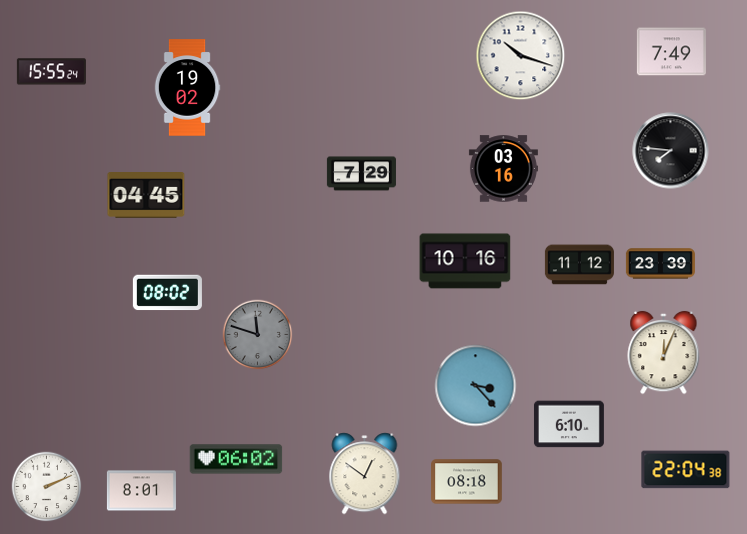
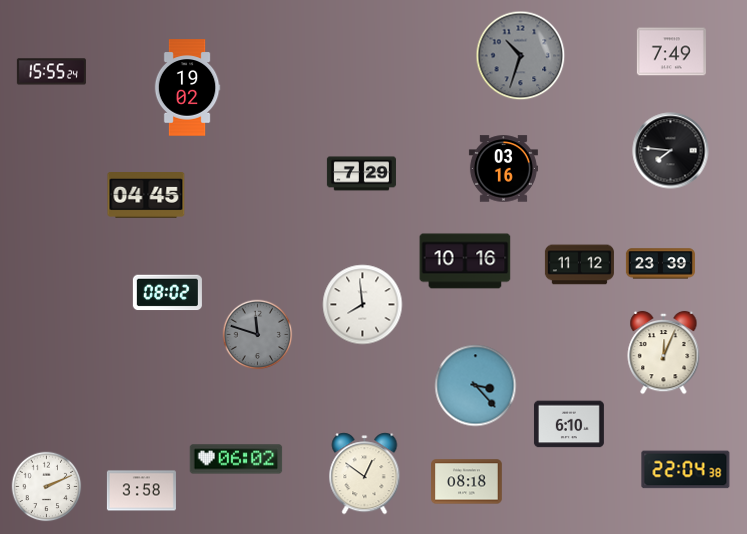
clock at (521, 56): 10:18 -> 10:33
clock at (521, 56) dial: white -> grey
clock at (363, 305): none -> 7:59
clock at (141, 491): 8:01 -> 3:58
